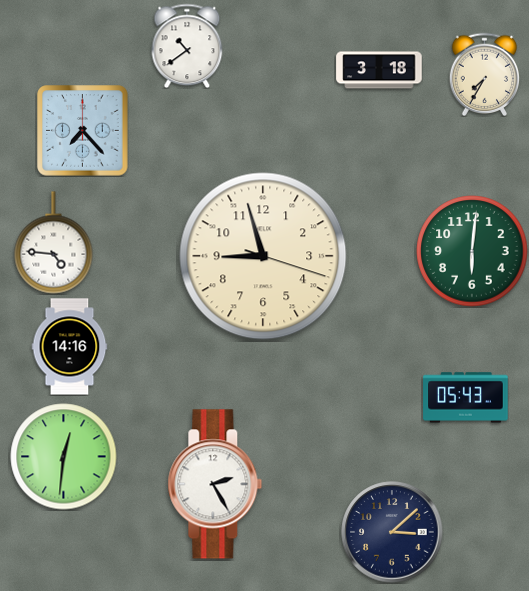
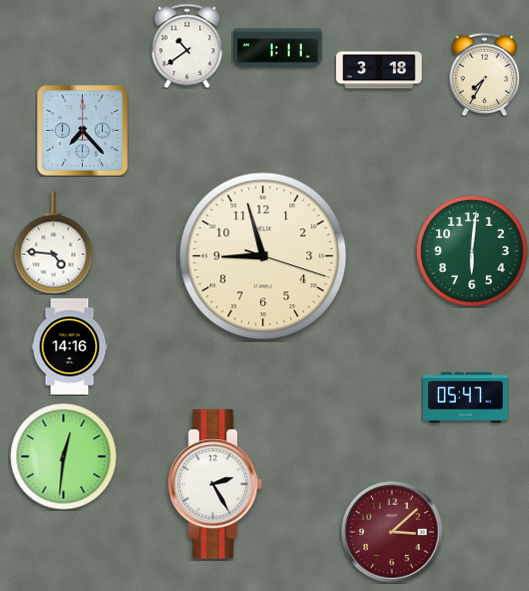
clock at (278, 48): none -> 1:11
clock at (466, 398): 05:43 -> 05:47
clock at (392, 532) dial: navy -> burgundy
